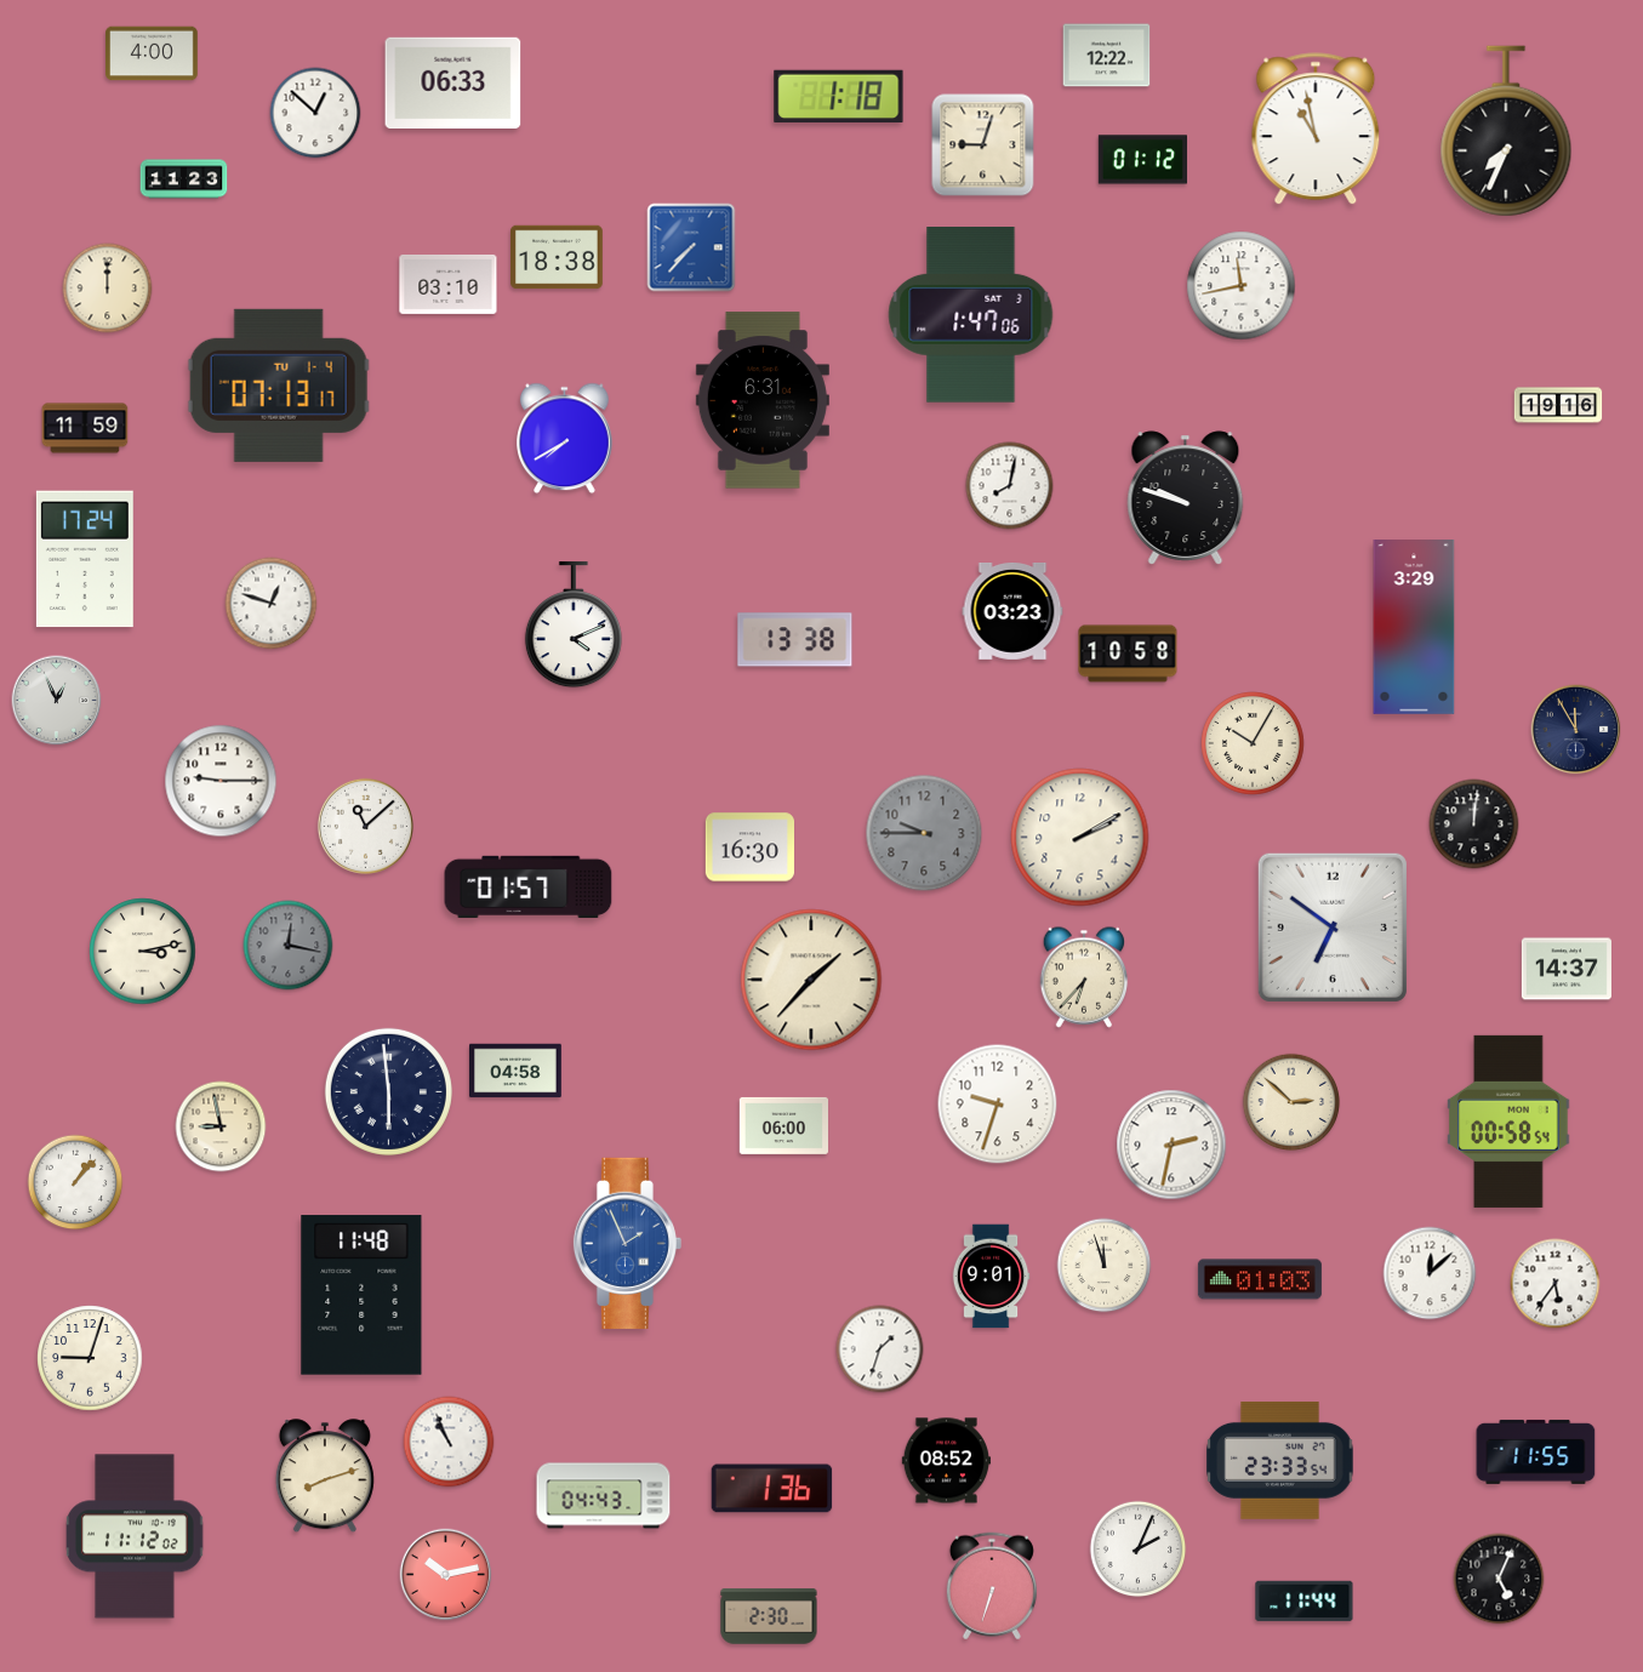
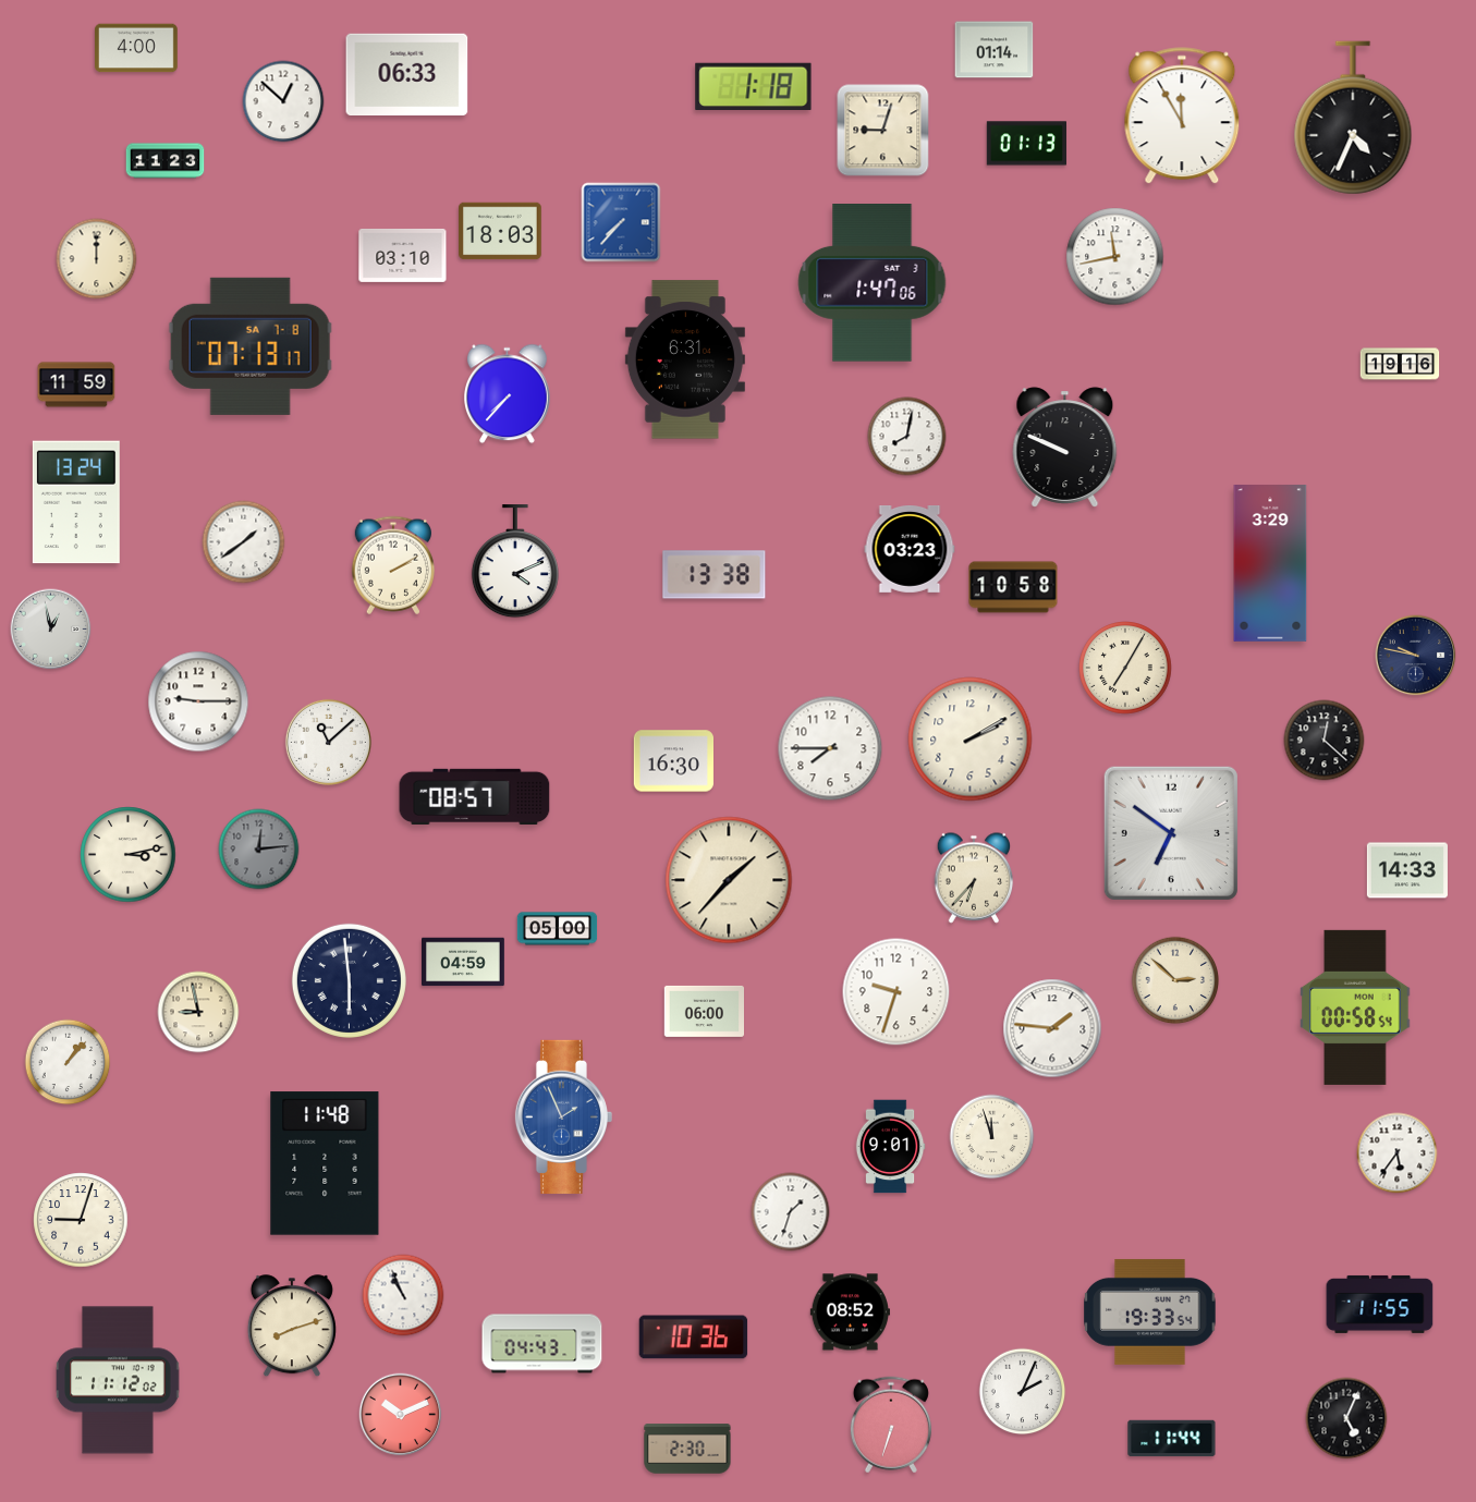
clock at (1107, 56): 12:22 -> 01:14
clock at (1316, 130): 10:58 -> 11:55
clock at (1506, 131): 7:34 -> 4:34
clock at (1142, 160): 01:12 -> 01:13
clock at (558, 257): 18:38 -> 18:03
clock at (279, 386) date: TU 1-4 -> SA 7-8
clock at (565, 439): 7:40 -> 7:37
clock at (1186, 498): 9:48 -> 9:49
clock at (85, 559): 17:24 -> 13:24
clock at (272, 604): 12:48 -> 1:39
clock at (392, 565): none -> 2:10
clock at (57, 701): 12:56 -> 12:58
clock at (1576, 730): 11:55 -> 9:47
clock at (1254, 744): 10:05 -> 7:05
clock at (1474, 824): 12:01 -> 12:22
clock at (924, 833): 9:45 -> 7:45
clock at (924, 833) dial: grey -> white
clock at (1080, 838) position: (1080, 838) -> (971, 740)
clock at (529, 886): 01:57 -> 08:57
clock at (1333, 928) position: (1333, 928) -> (1171, 833)
clock at (289, 946): 12:17 -> 12:14
clock at (1567, 969): 14:37 -> 14:33
clock at (558, 929): none -> 05:00
clock at (517, 1071): 04:58 -> 04:59
clock at (1291, 1102) position: (1291, 1102) -> (1175, 980)
clock at (1171, 1145): 2:32 -> 1:46
clock at (1430, 1273): 12:08 -> none
clock at (1260, 1279): 01:03 -> none
clock at (1280, 1460): 23:33 -> 19:33
clock at (772, 1489): 1:36 -> 10:36
clock at (135, 1536) position: (135, 1536) -> (118, 1380)
clock at (446, 1575): 10:13 -> 10:11
clock at (769, 1616) position: (769, 1616) -> (687, 1449)
